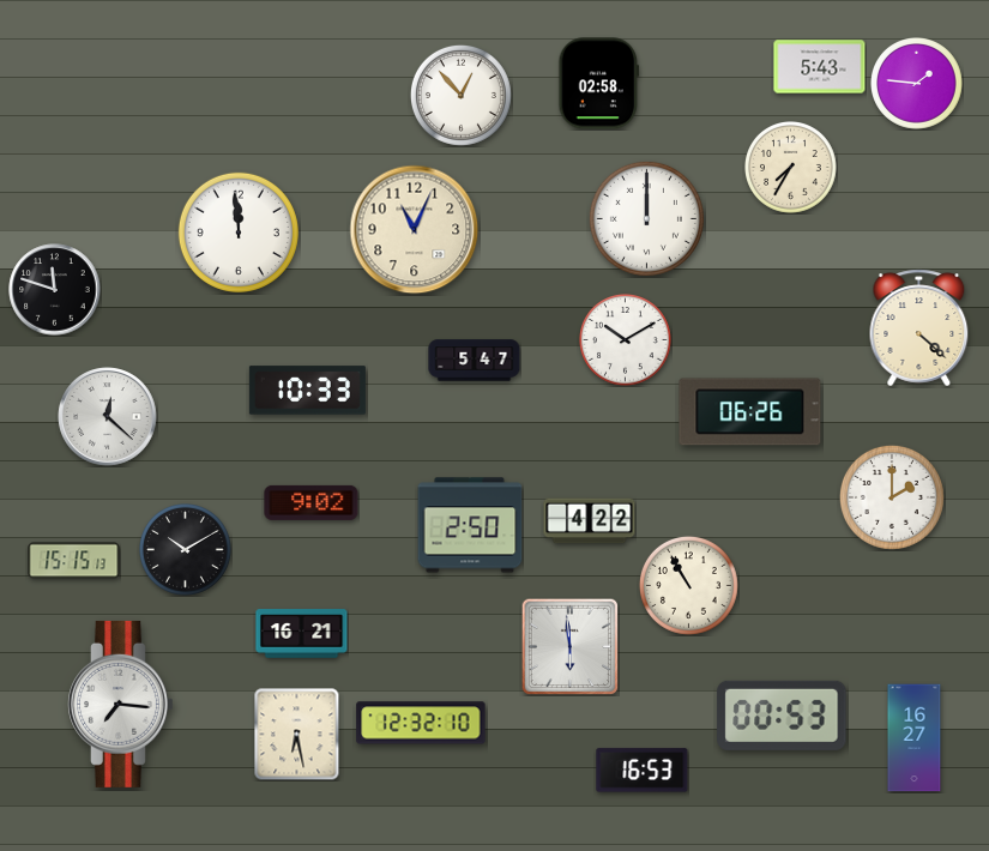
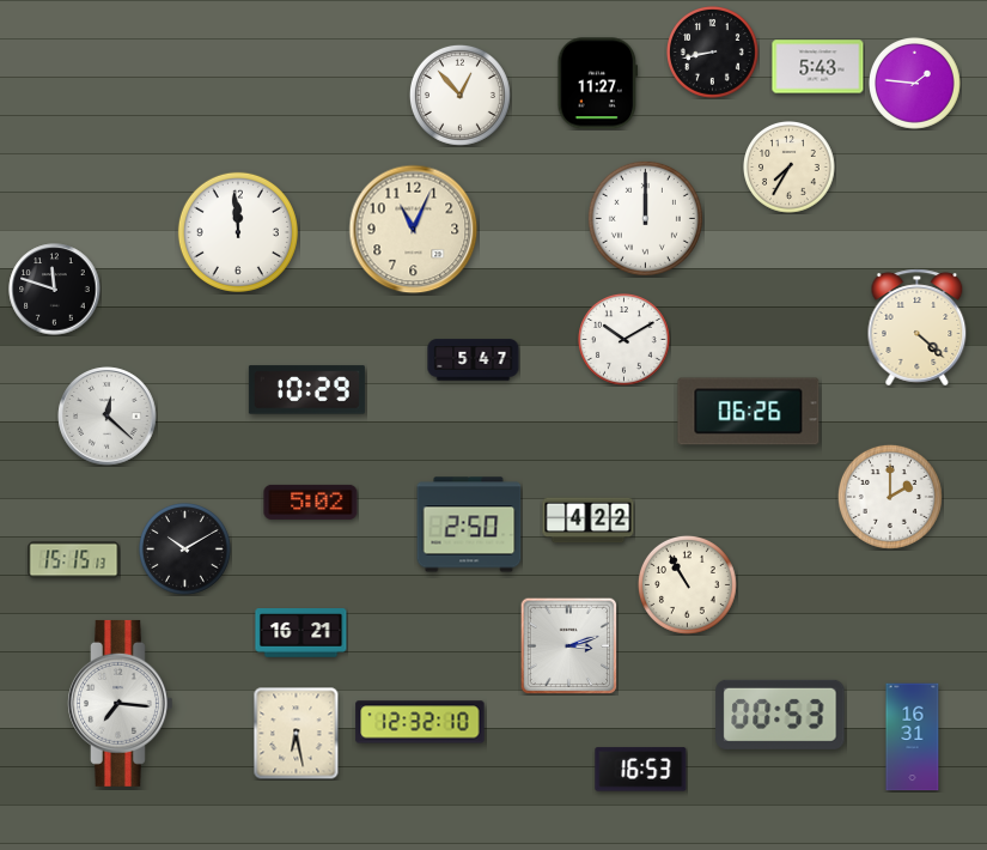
clock at (713, 53): none -> 8:43
clock at (599, 84): 02:58 -> 11:27
clock at (307, 391): 10:33 -> 10:29
clock at (312, 502): 9:02 -> 5:02
clock at (569, 646): 5:59 -> 3:12
clock at (915, 738): 16:27 -> 16:31
